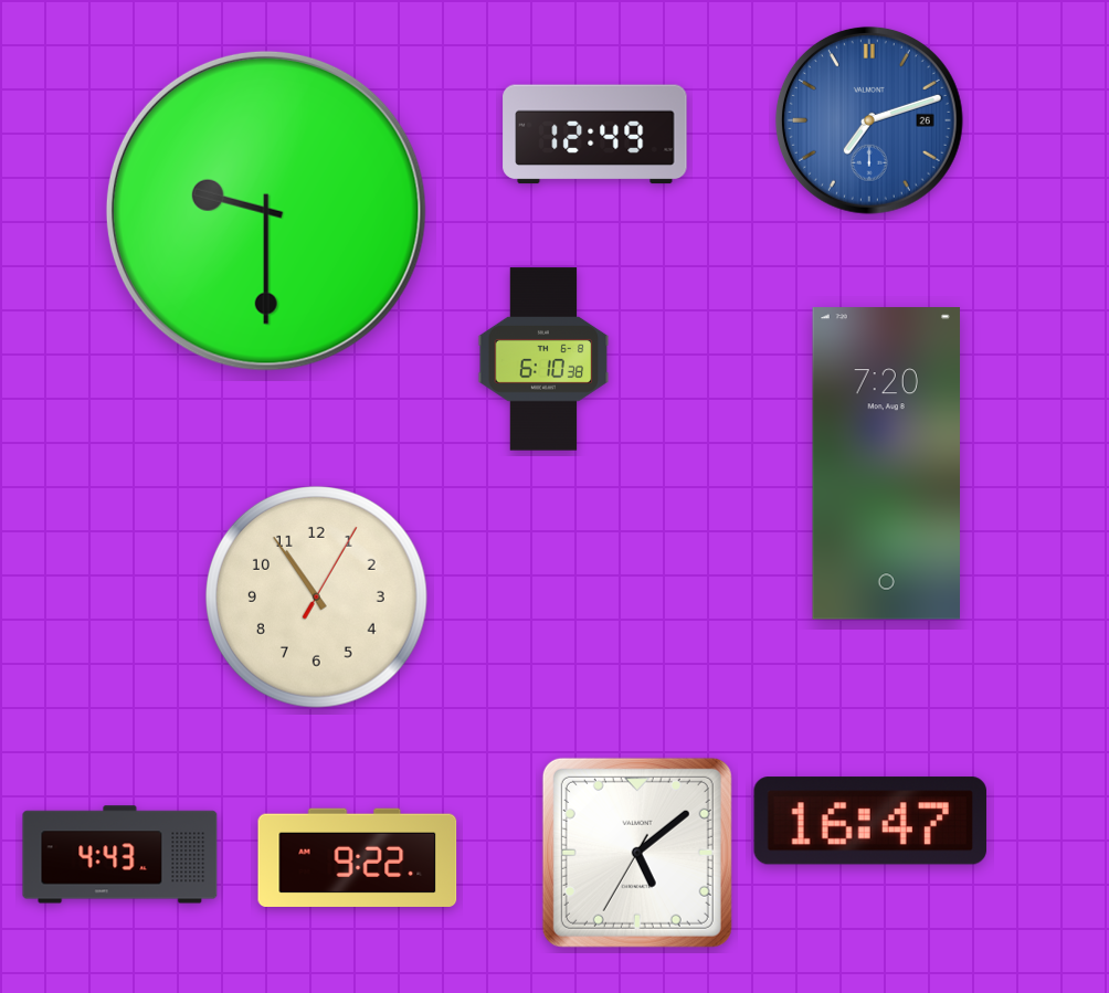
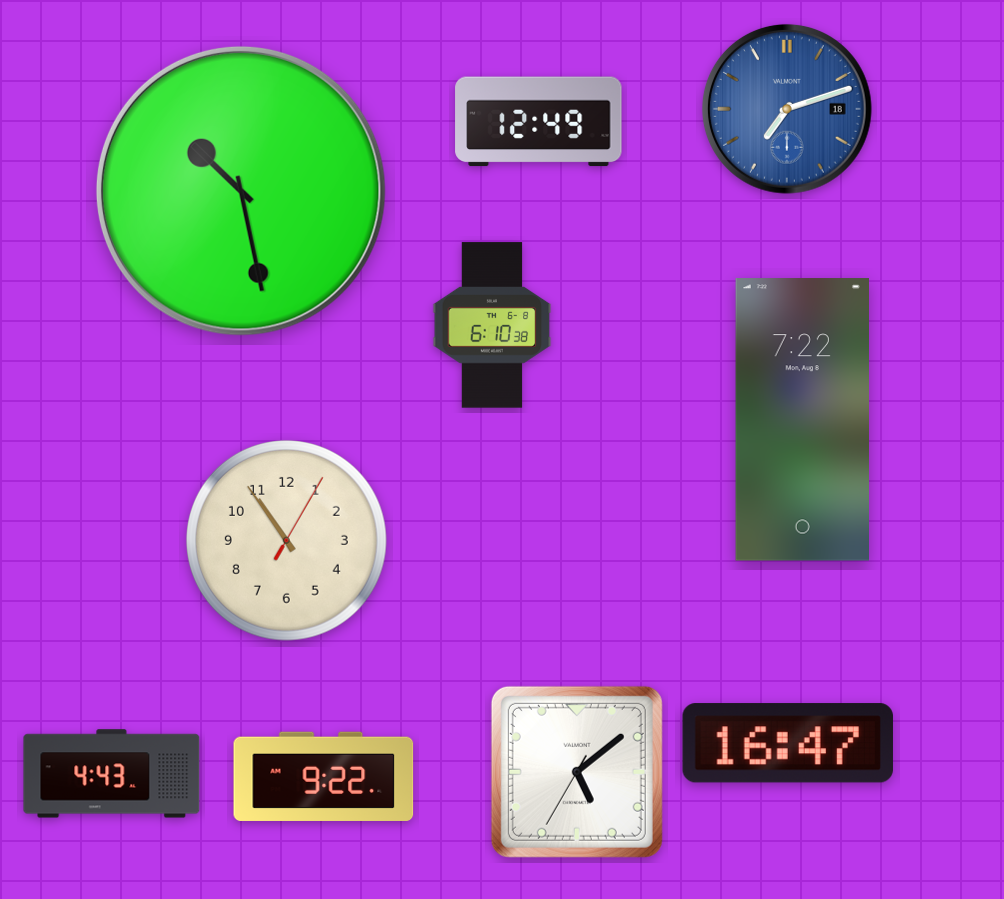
clock at (869, 120) date: 26 -> 18
clock at (266, 211): 9:30 -> 10:28
clock at (886, 464): 7:20 -> 7:22
clock at (120, 855) position: (120, 855) -> (112, 774)
